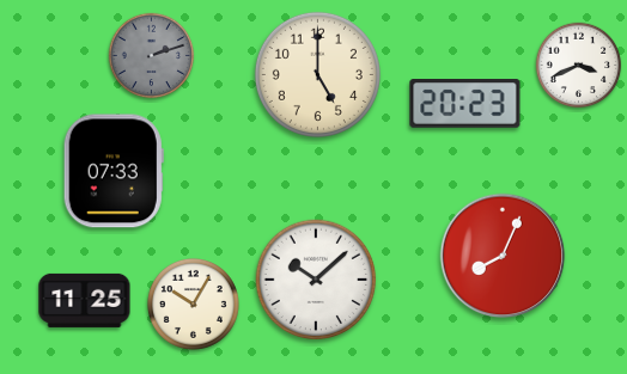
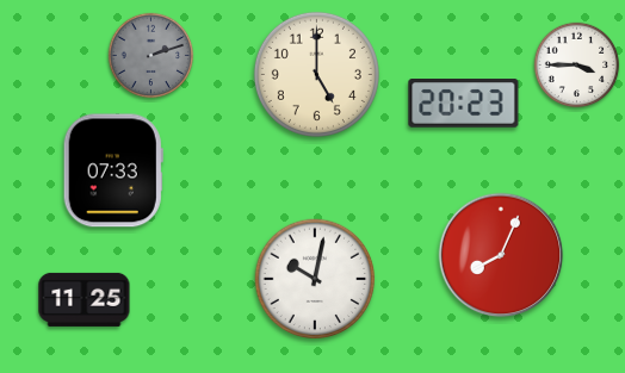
clock at (579, 66): 3:41 -> 3:45
clock at (316, 280): 10:08 -> 10:02
clock at (193, 304): 10:05 -> none
